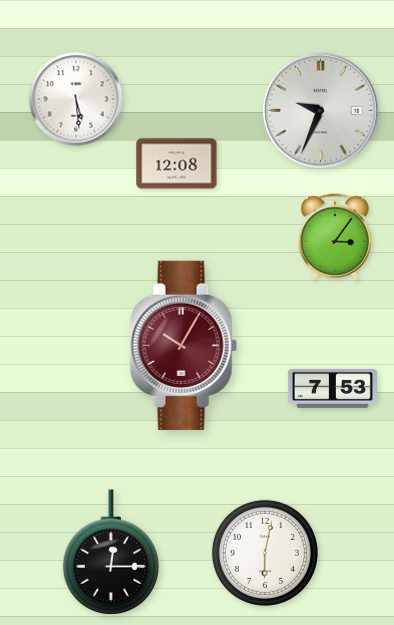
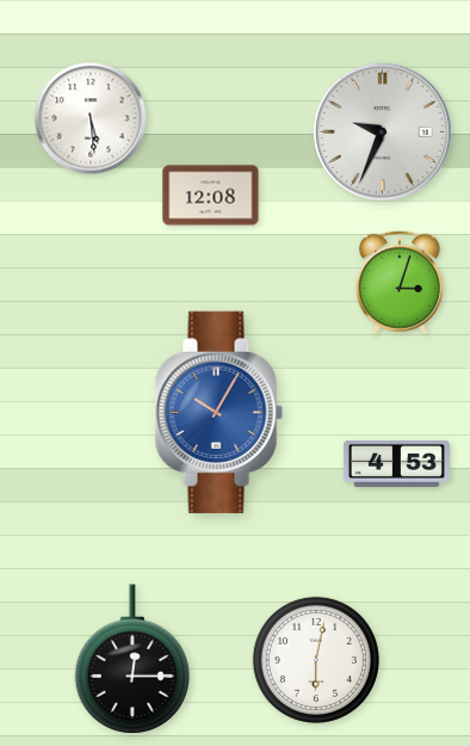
clock at (335, 237): 3:06 -> 3:03
clock at (183, 345) dial: burgundy -> blue
clock at (332, 388): 7:53 -> 4:53
